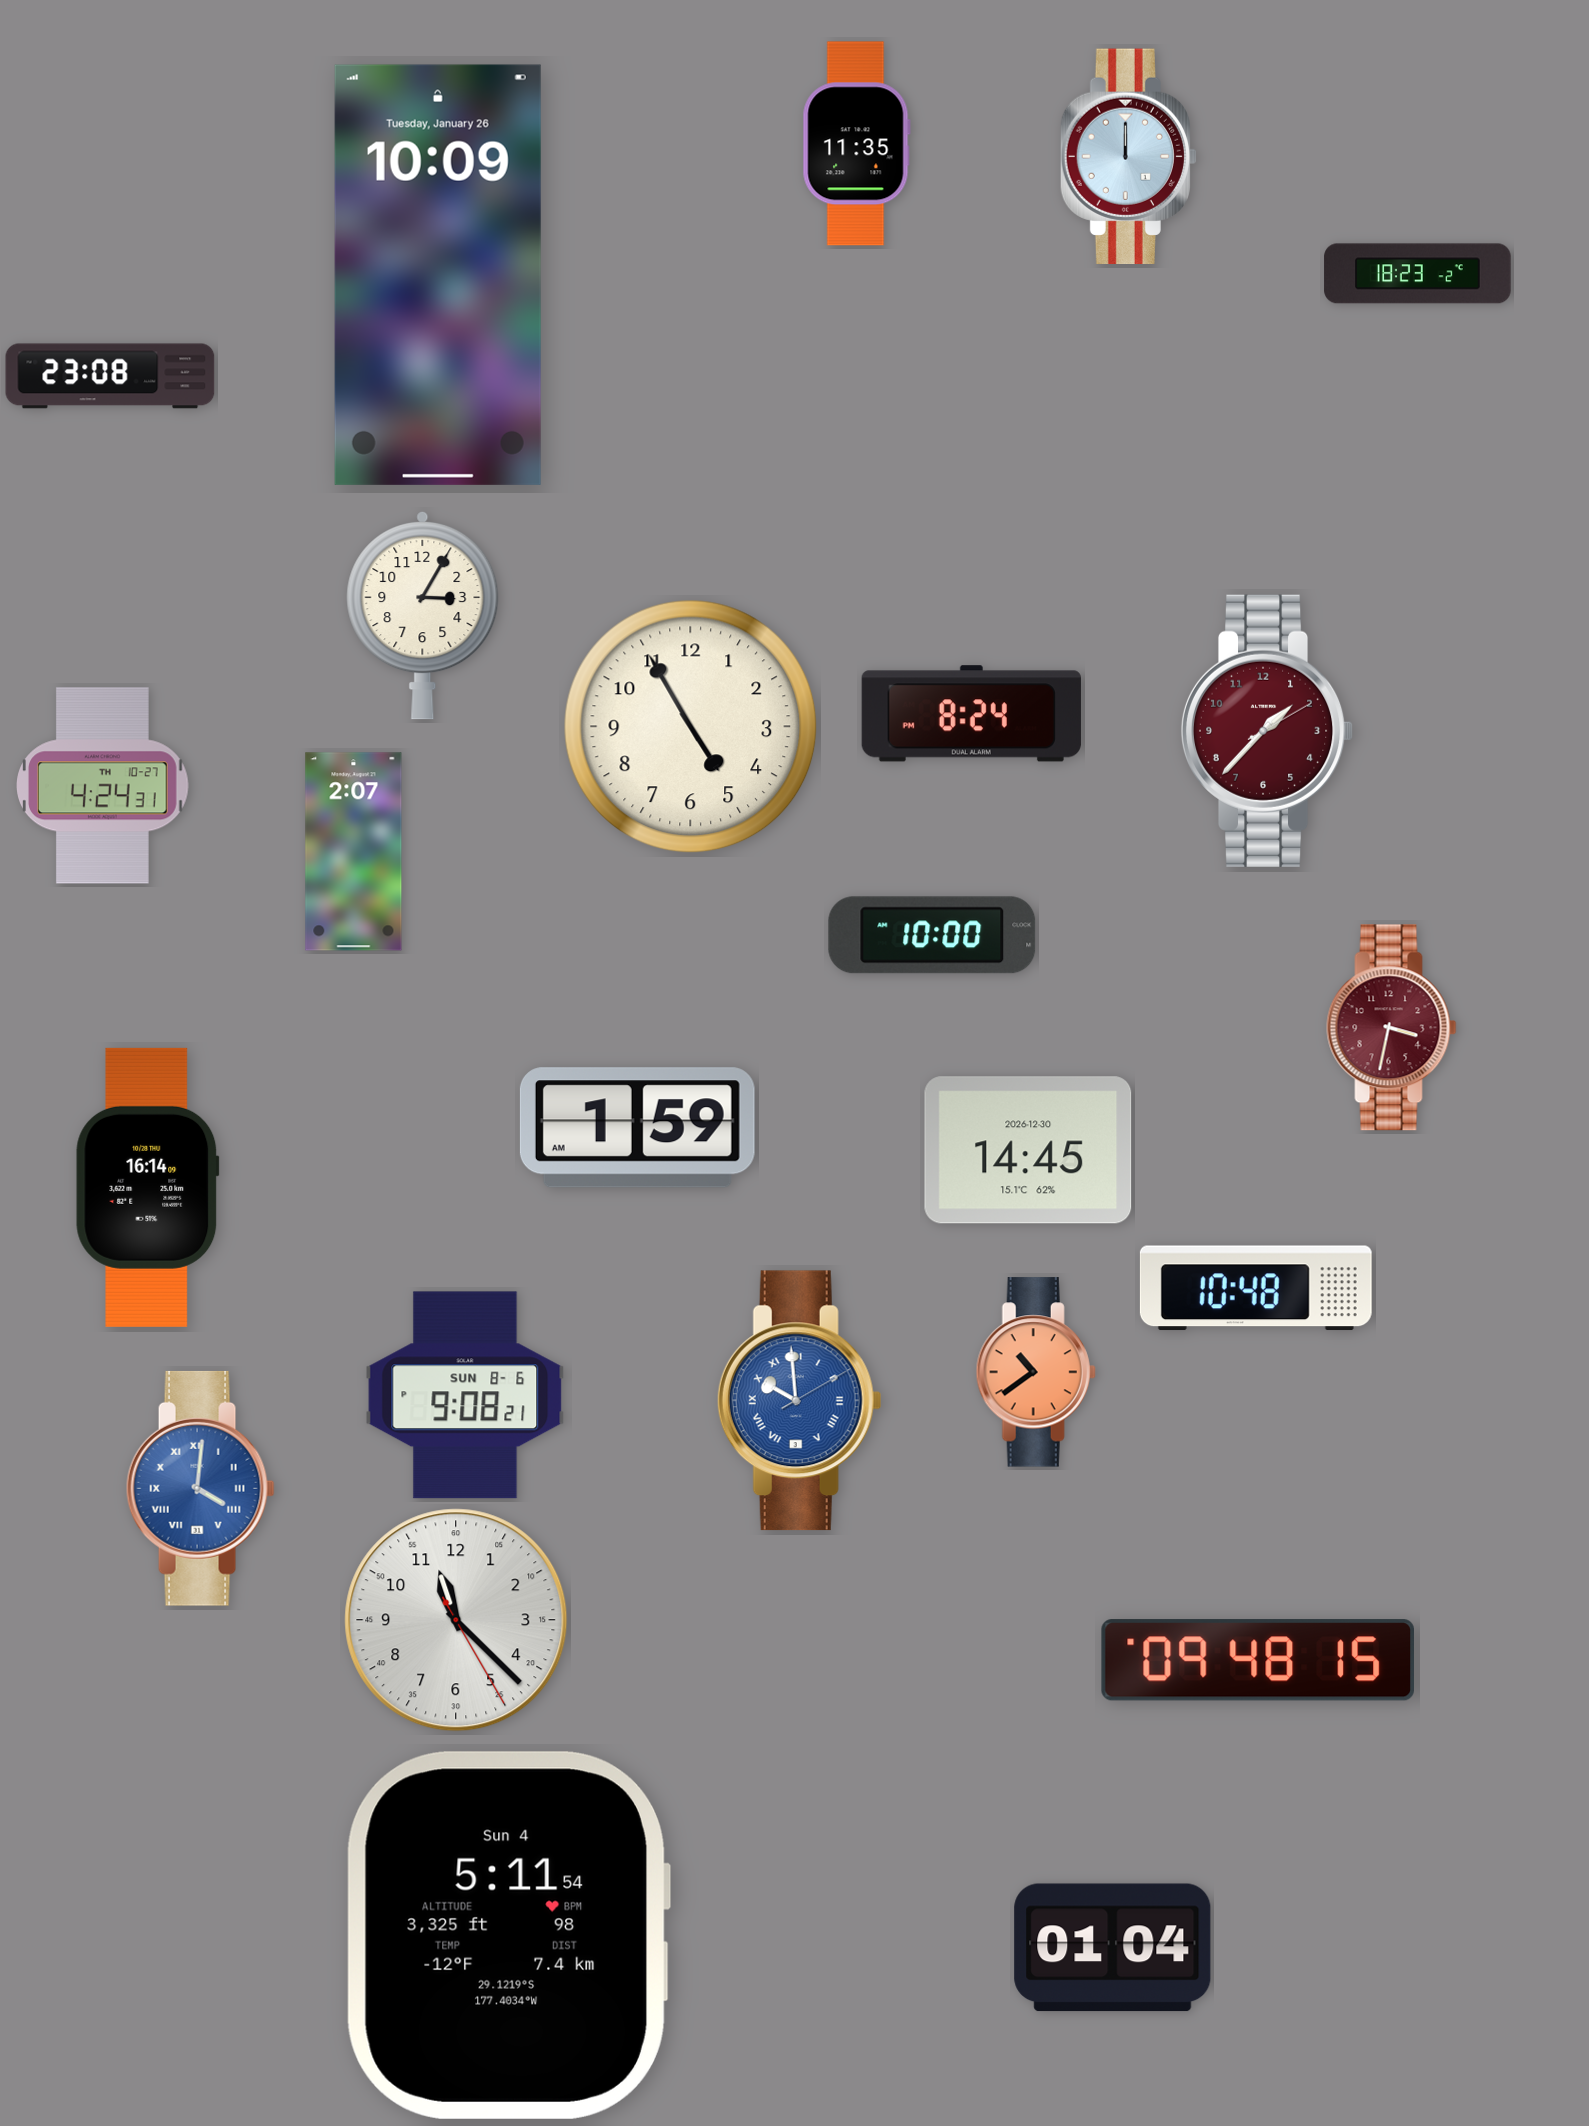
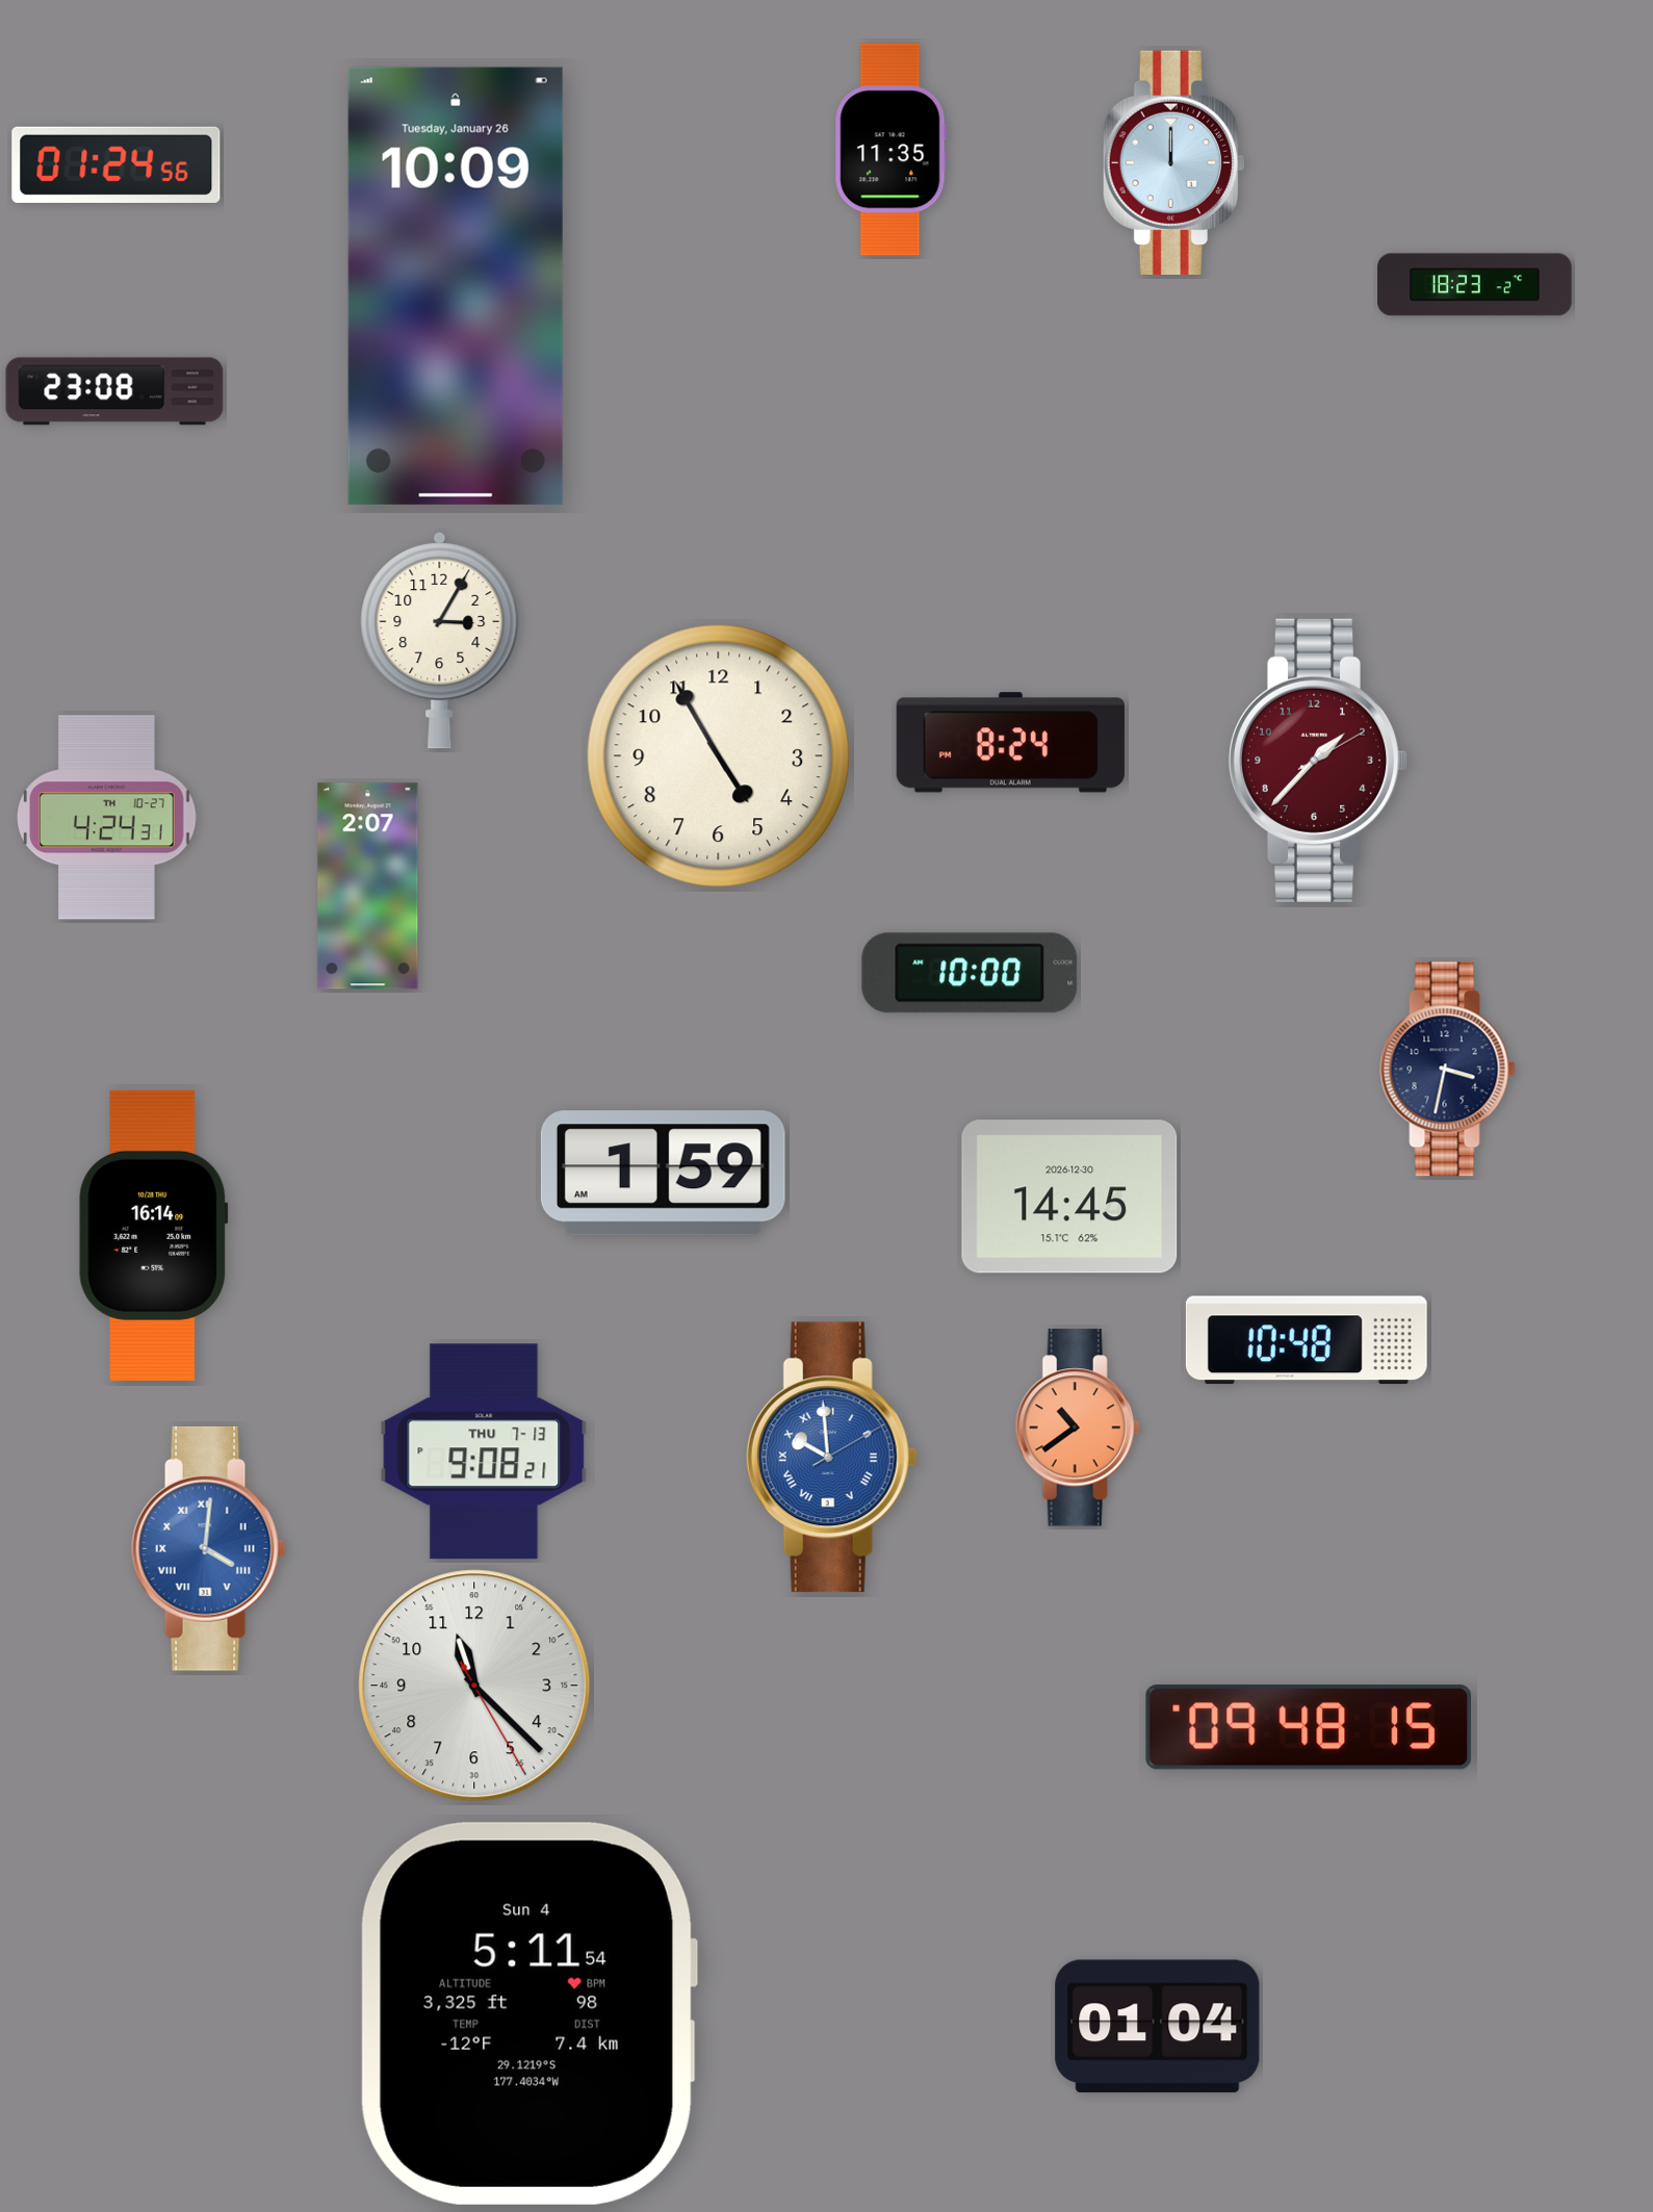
clock at (117, 164): none -> 01:24
clock at (1392, 1028) dial: burgundy -> navy
clock at (465, 1395) date: SUN 8-6 -> THU 7-13
